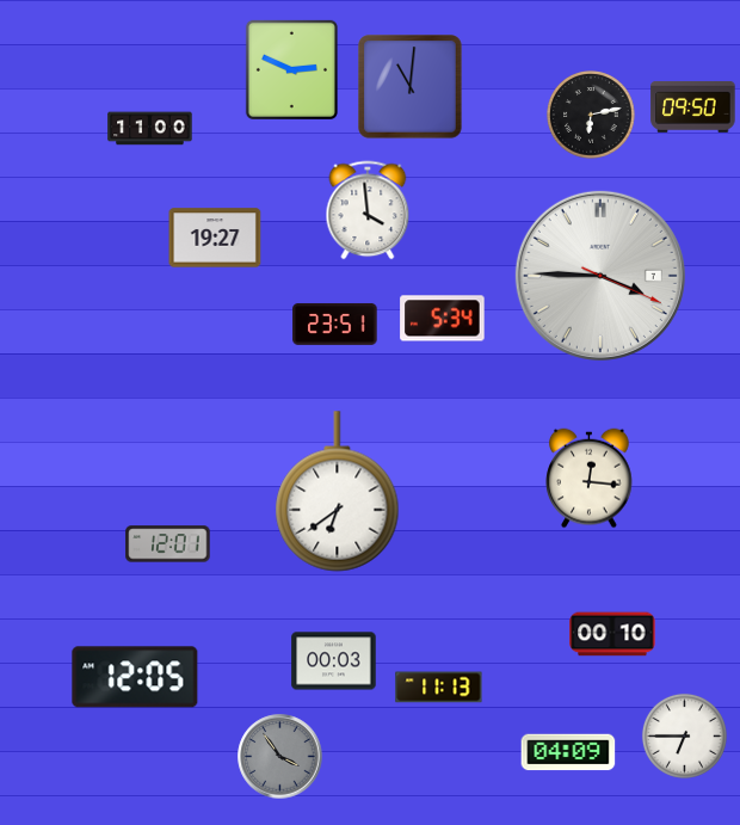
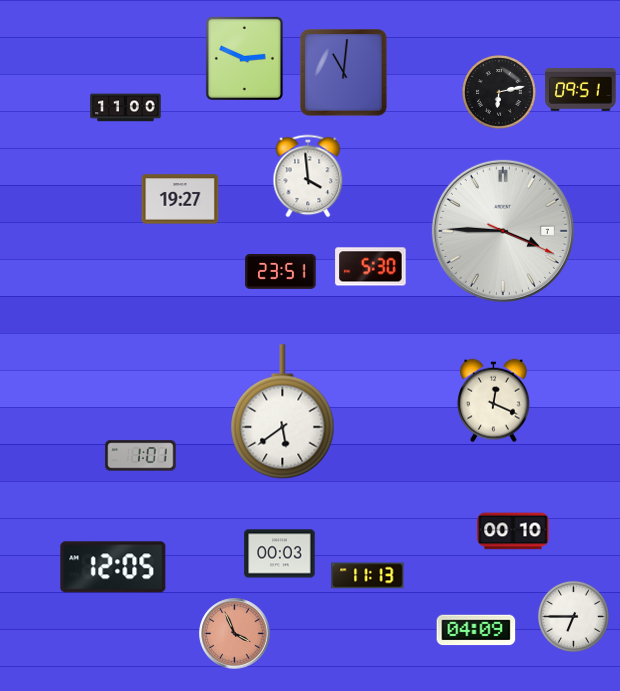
clock at (693, 106): 09:50 -> 09:51
clock at (591, 115) position: (591, 115) -> (499, 92)
clock at (443, 319): 5:34 -> 5:30
clock at (590, 479): 12:16 -> 12:19
clock at (338, 492): 6:39 -> 5:39
clock at (168, 544): 12:01 -> 1:01
clock at (280, 757): 3:54 -> 3:56
clock at (280, 757) dial: grey -> salmon
